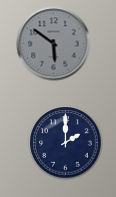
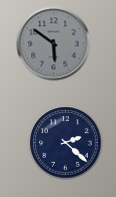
clock at (66, 143): 2:00 -> 2:22
